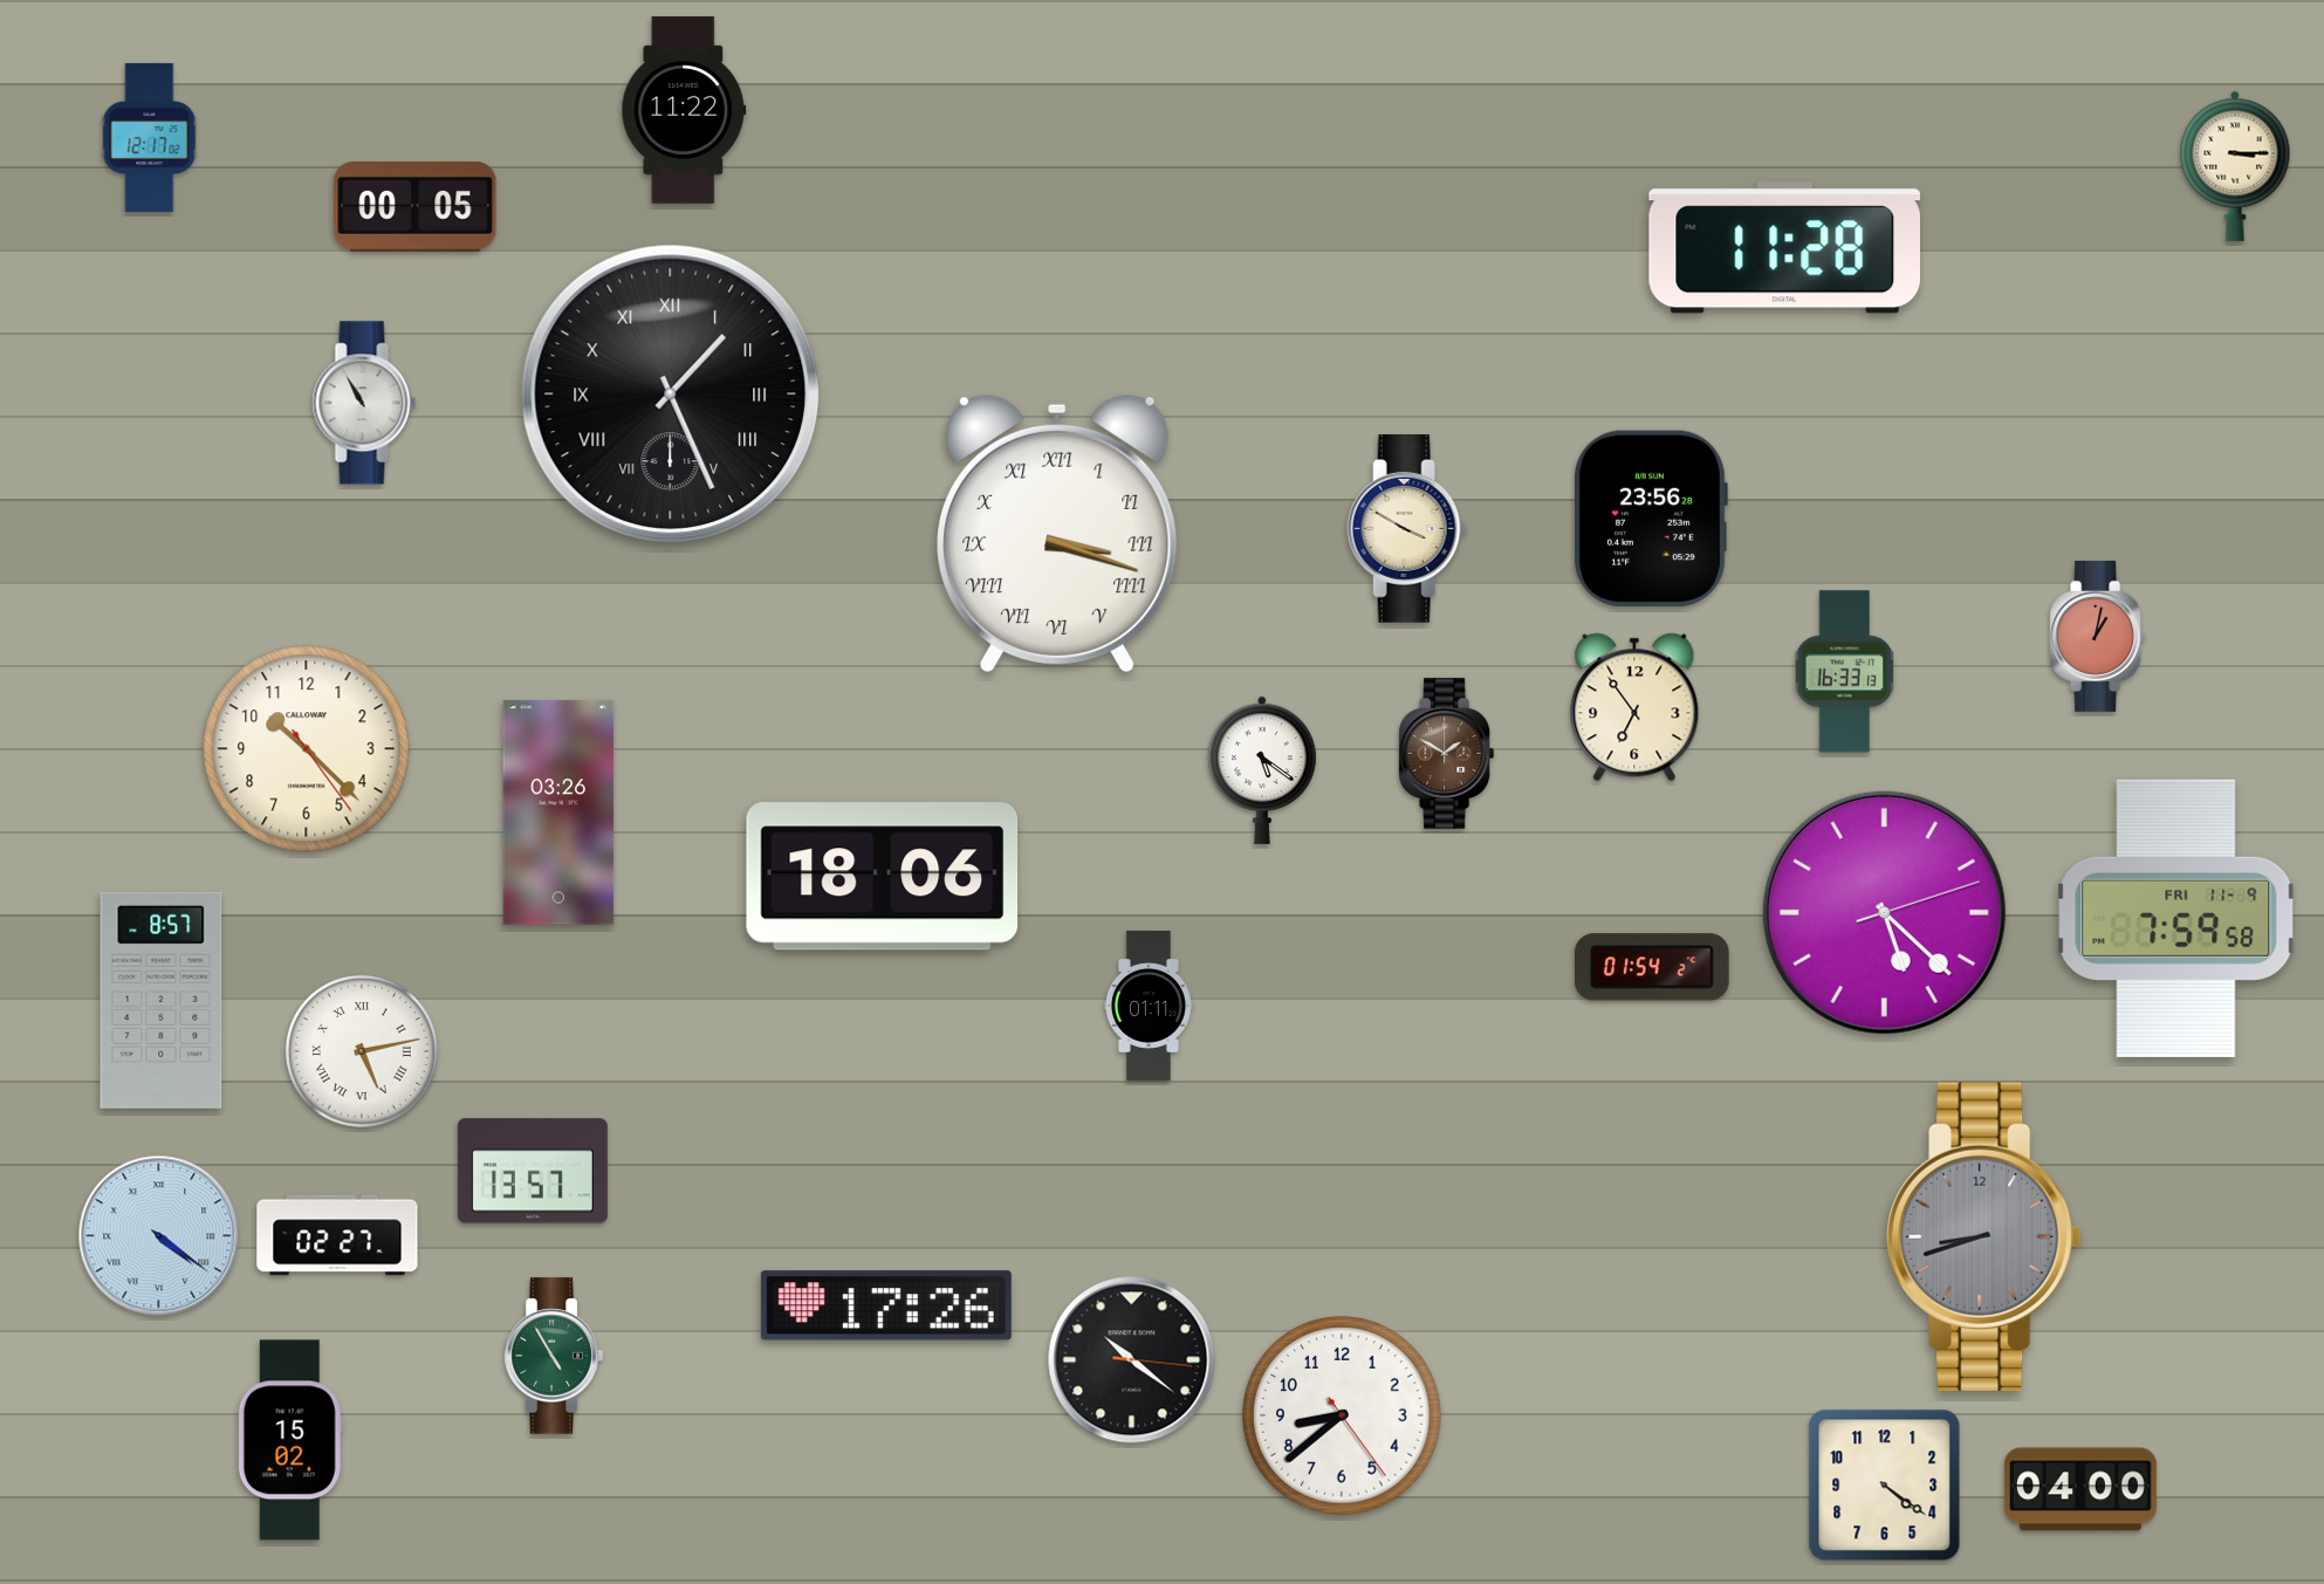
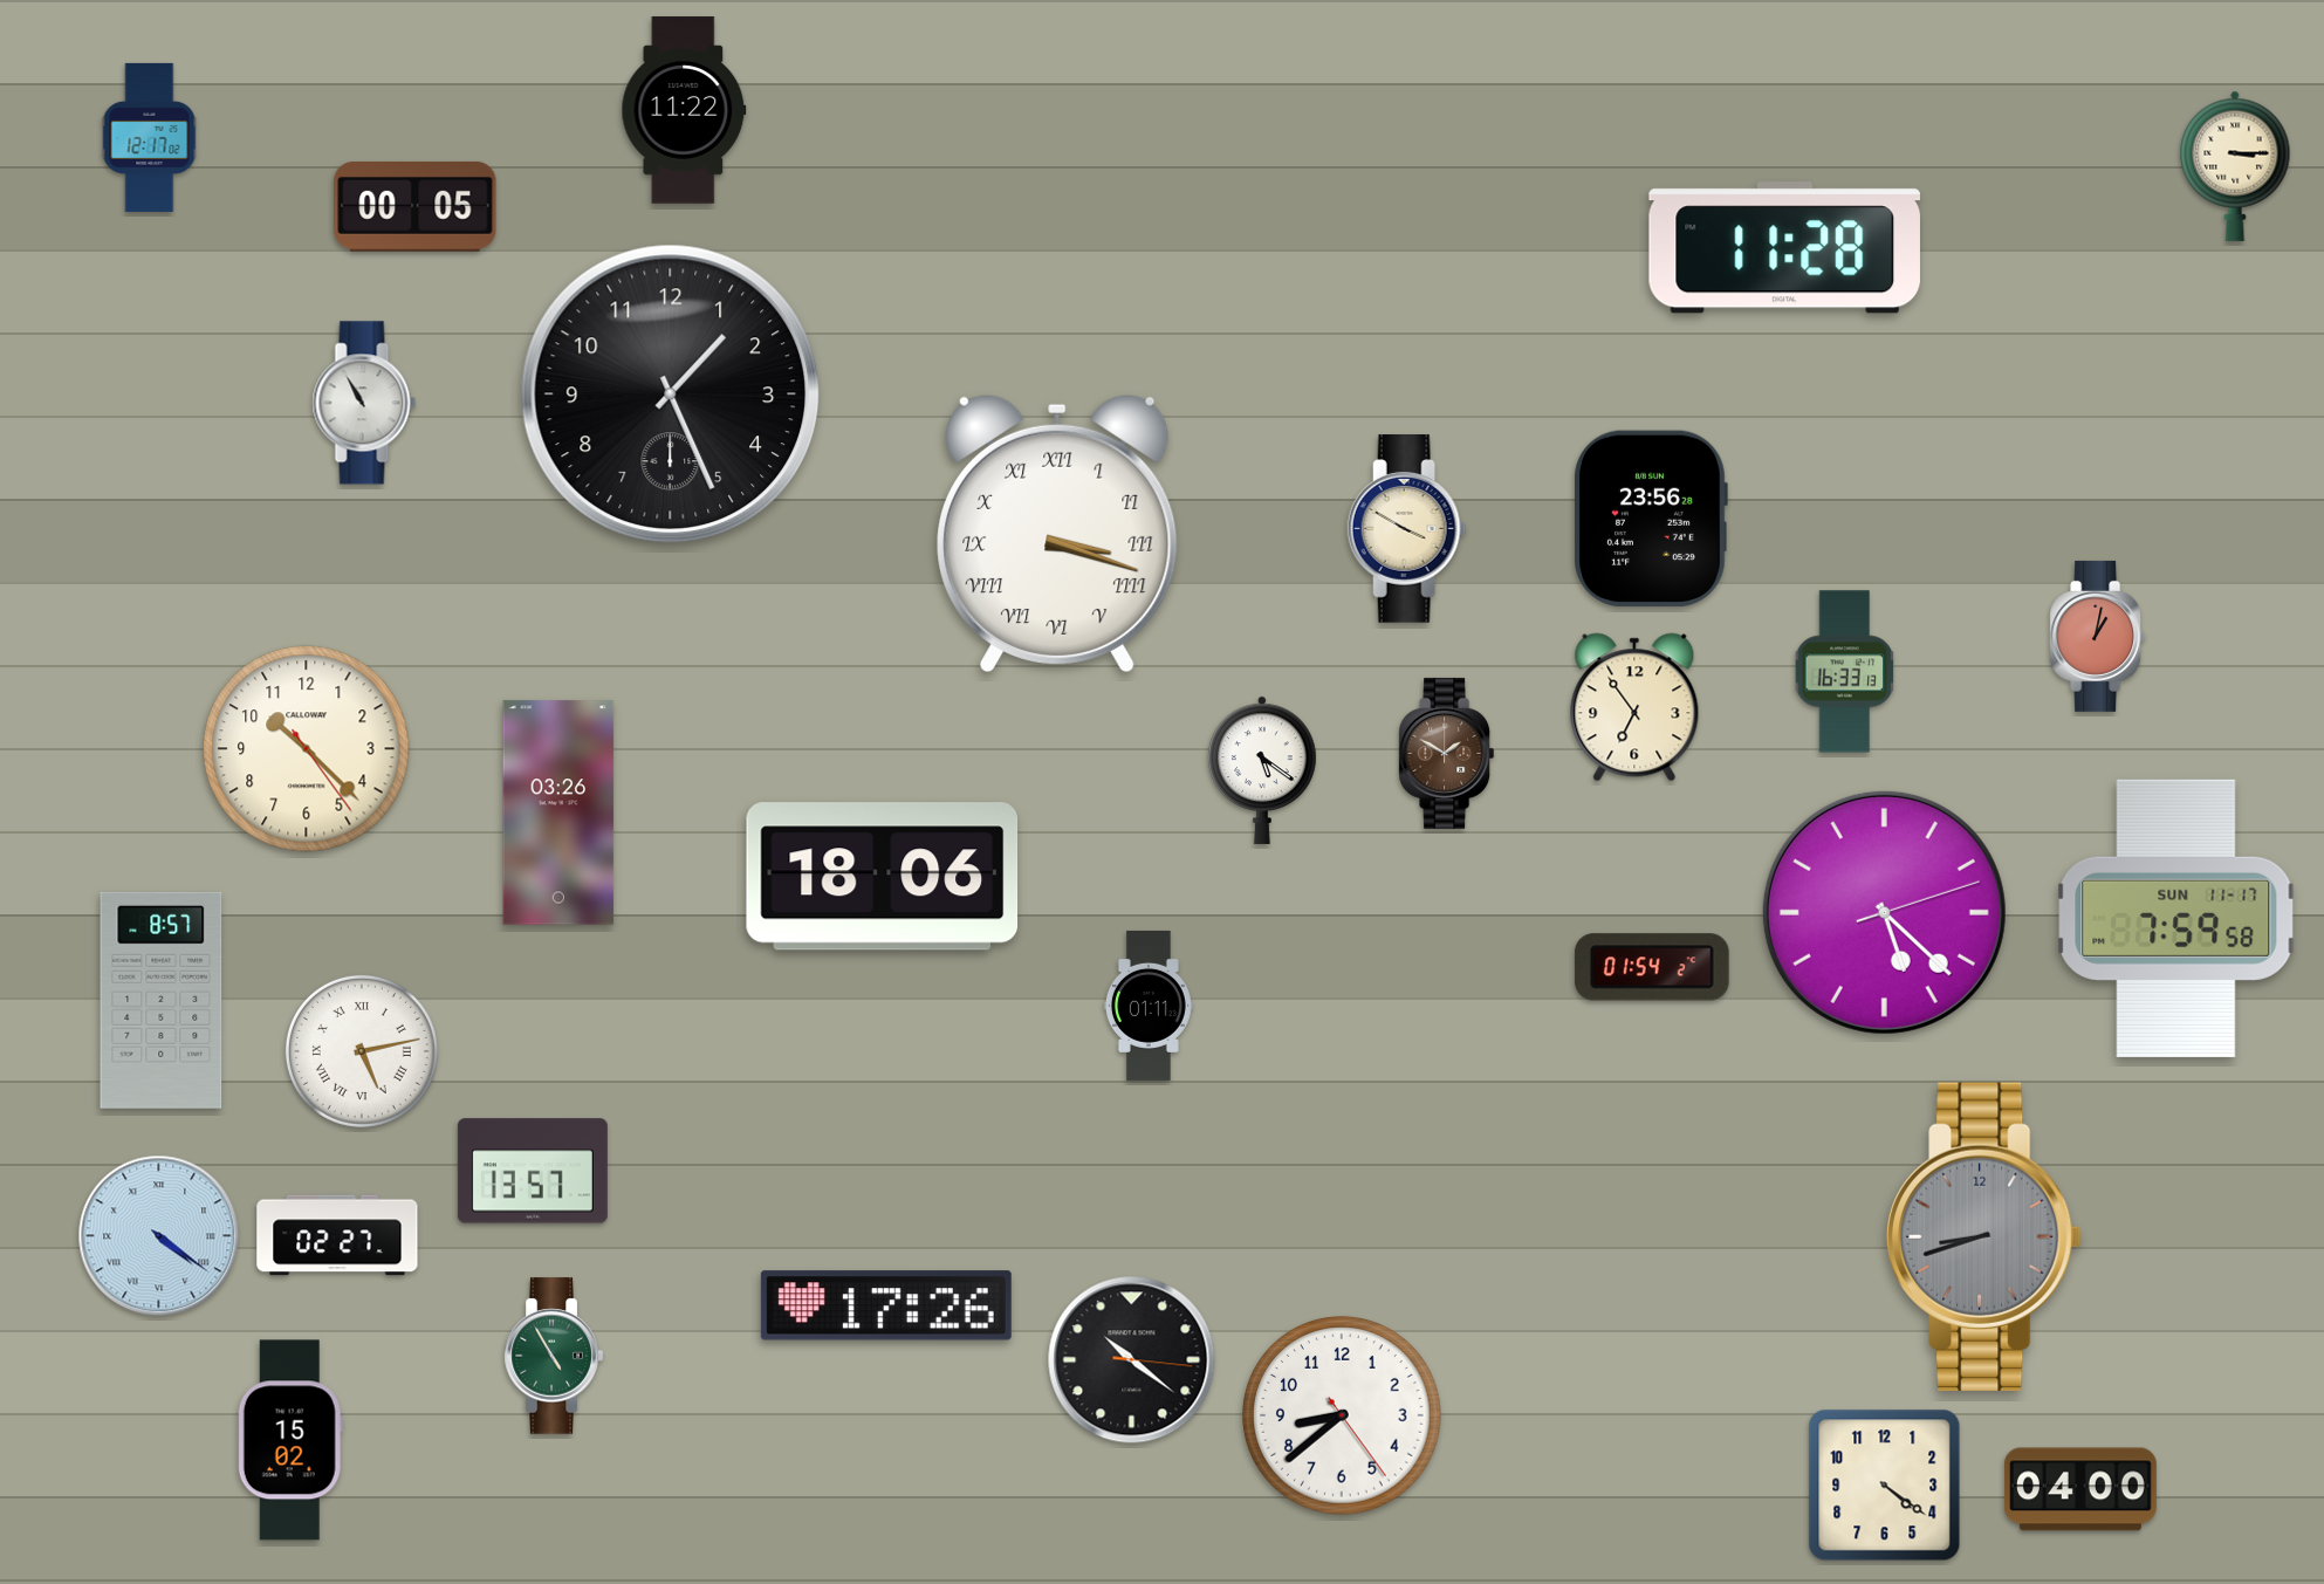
clock at (670, 393) numerals: Roman -> Arabic
clock at (2176, 918) date: FRI 11-9 -> SUN 11-17
